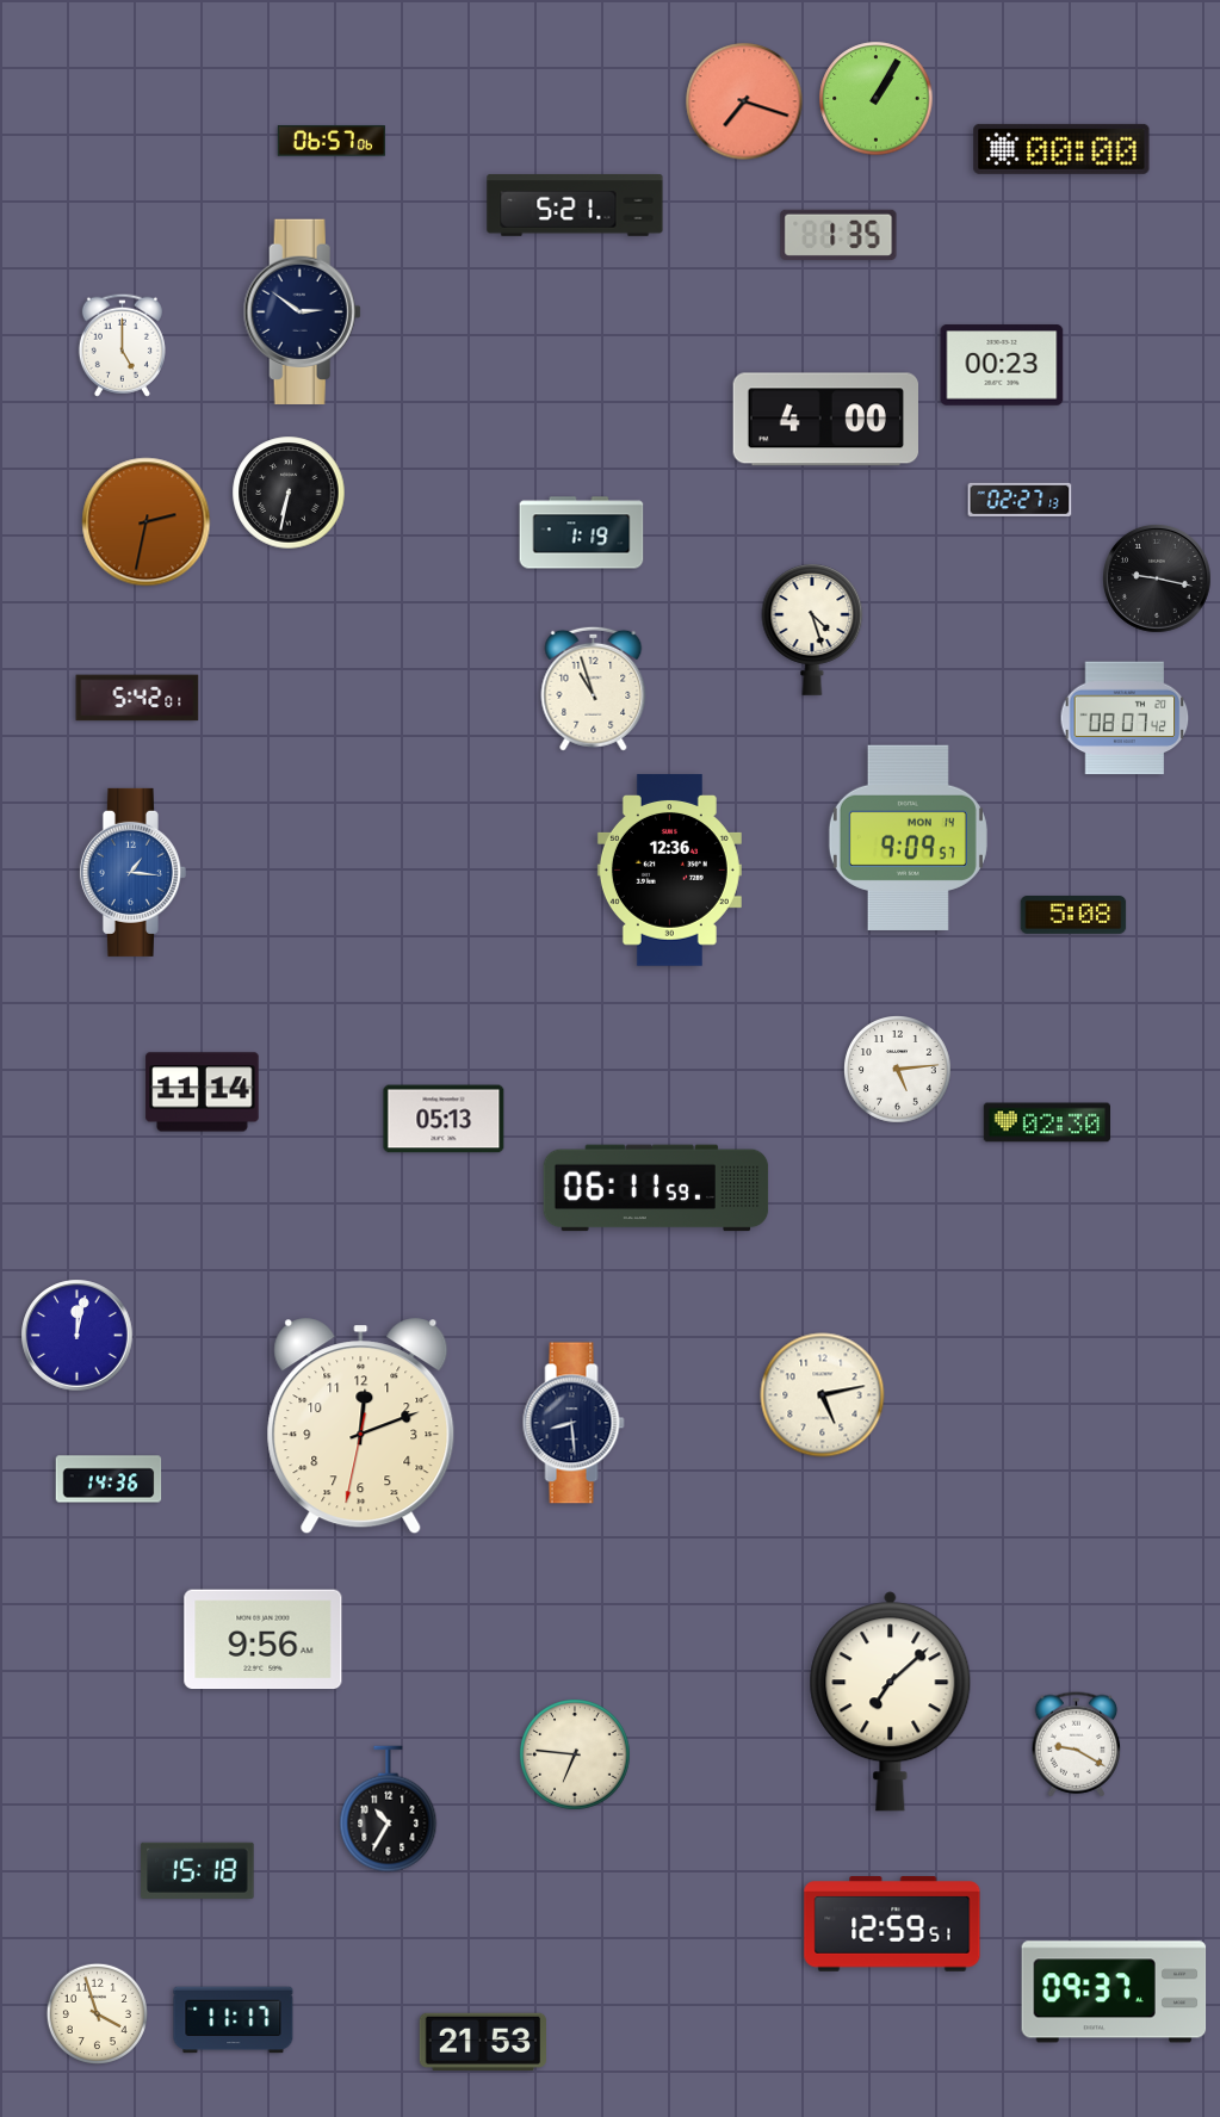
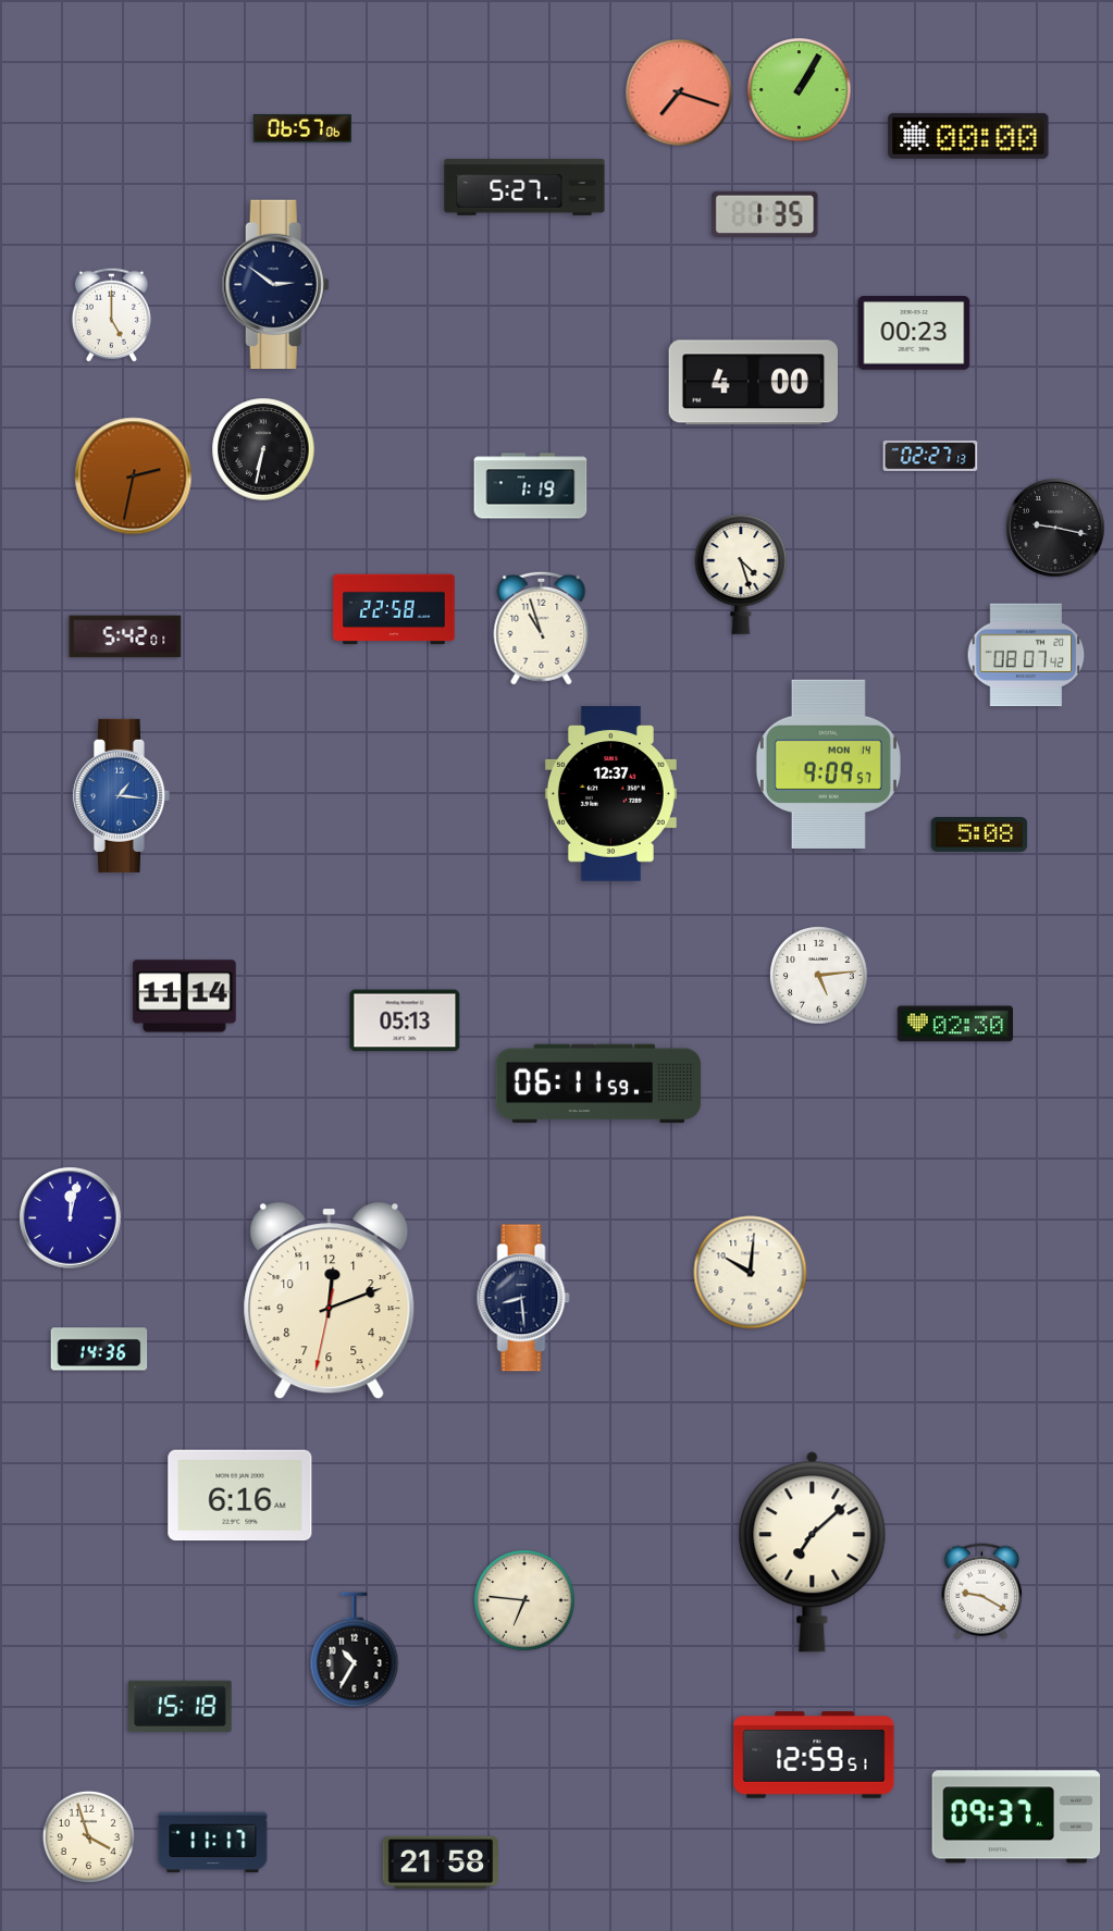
clock at (575, 205): 5:21 -> 5:27
clock at (394, 609): none -> 22:58
clock at (669, 871): 12:36 -> 12:37
clock at (823, 1395): 5:13 -> 10:01
clock at (264, 1640): 9:56 -> 6:16
clock at (482, 2041): 21:53 -> 21:58
